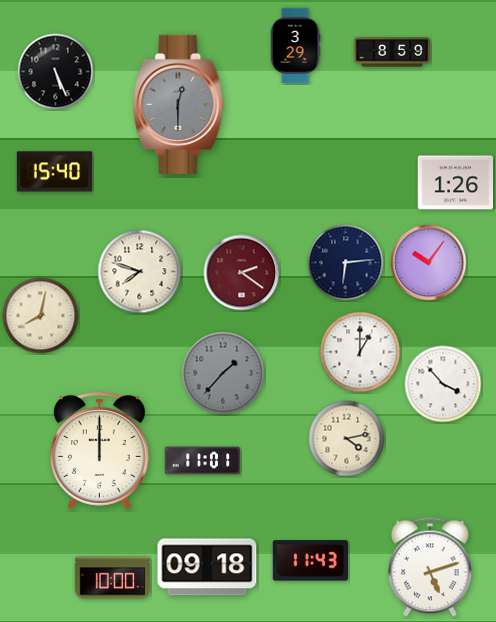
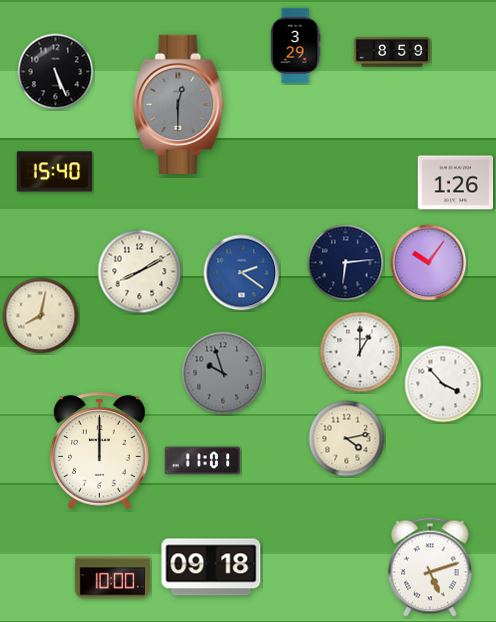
clock at (140, 272): 7:48 -> 8:10
clock at (242, 273) dial: burgundy -> blue
clock at (223, 373): 1:37 -> 9:57
clock at (310, 561): 11:43 -> none
clock at (207, 567) position: (207, 567) -> (211, 567)
